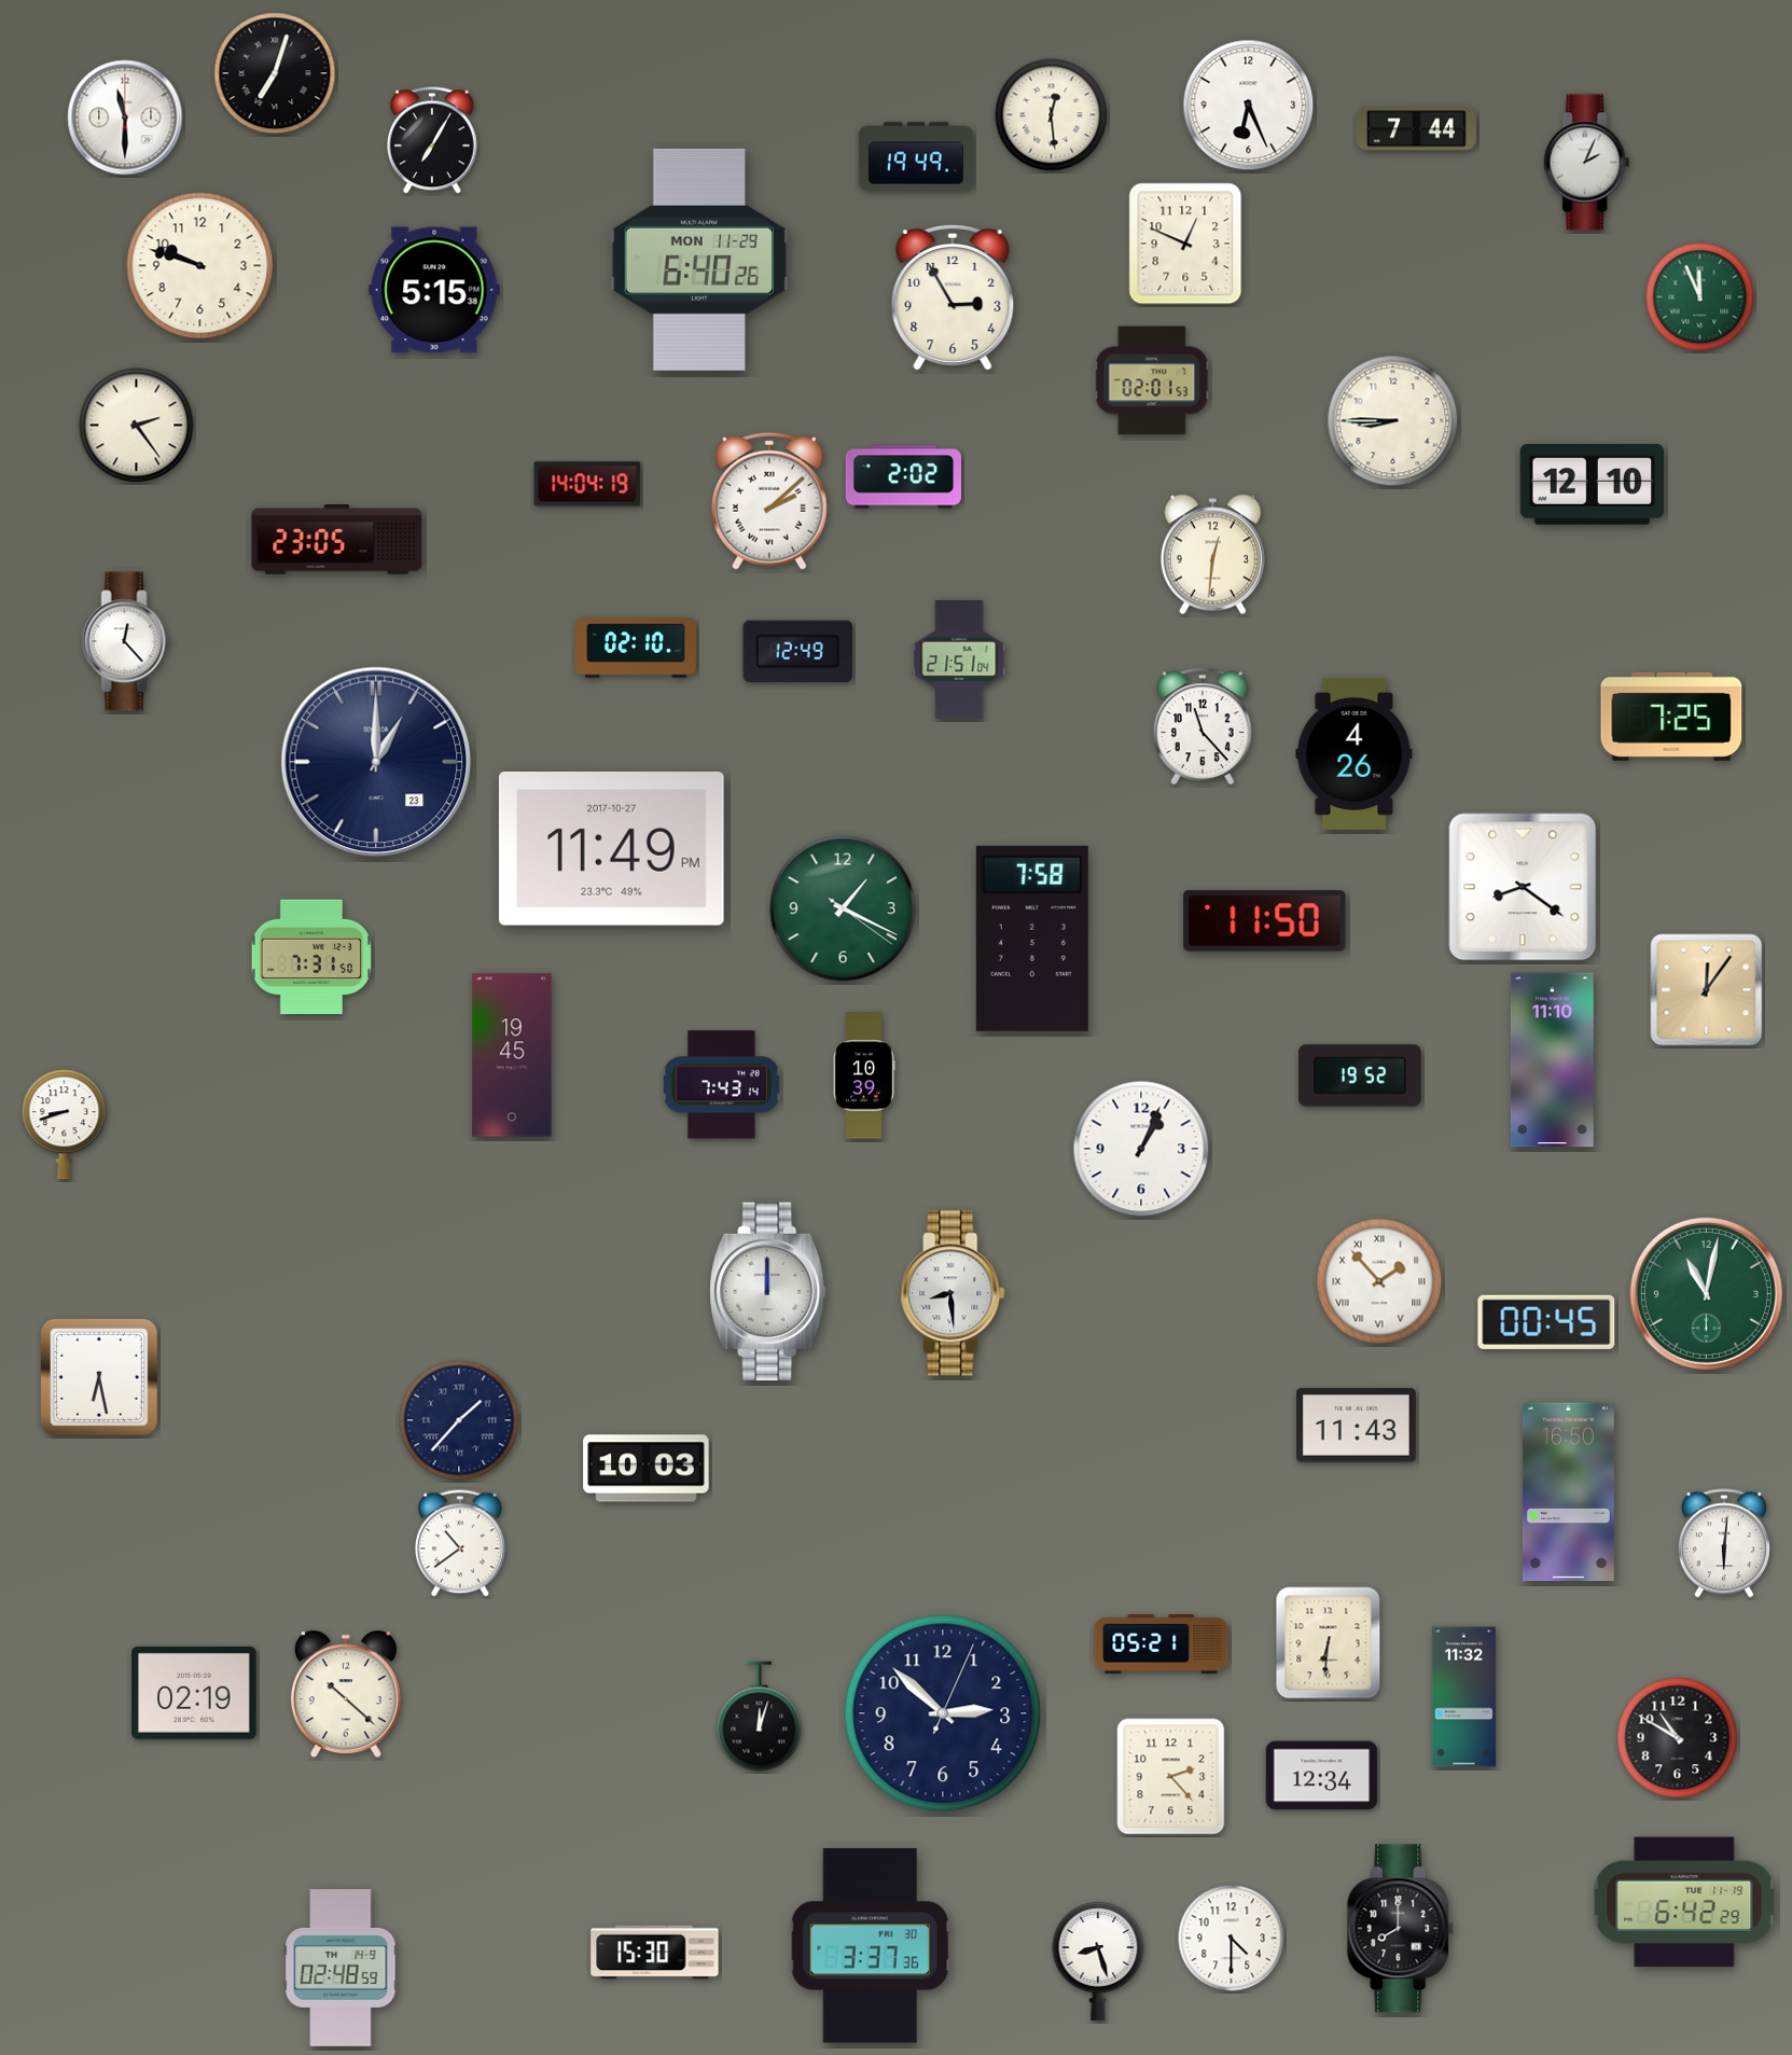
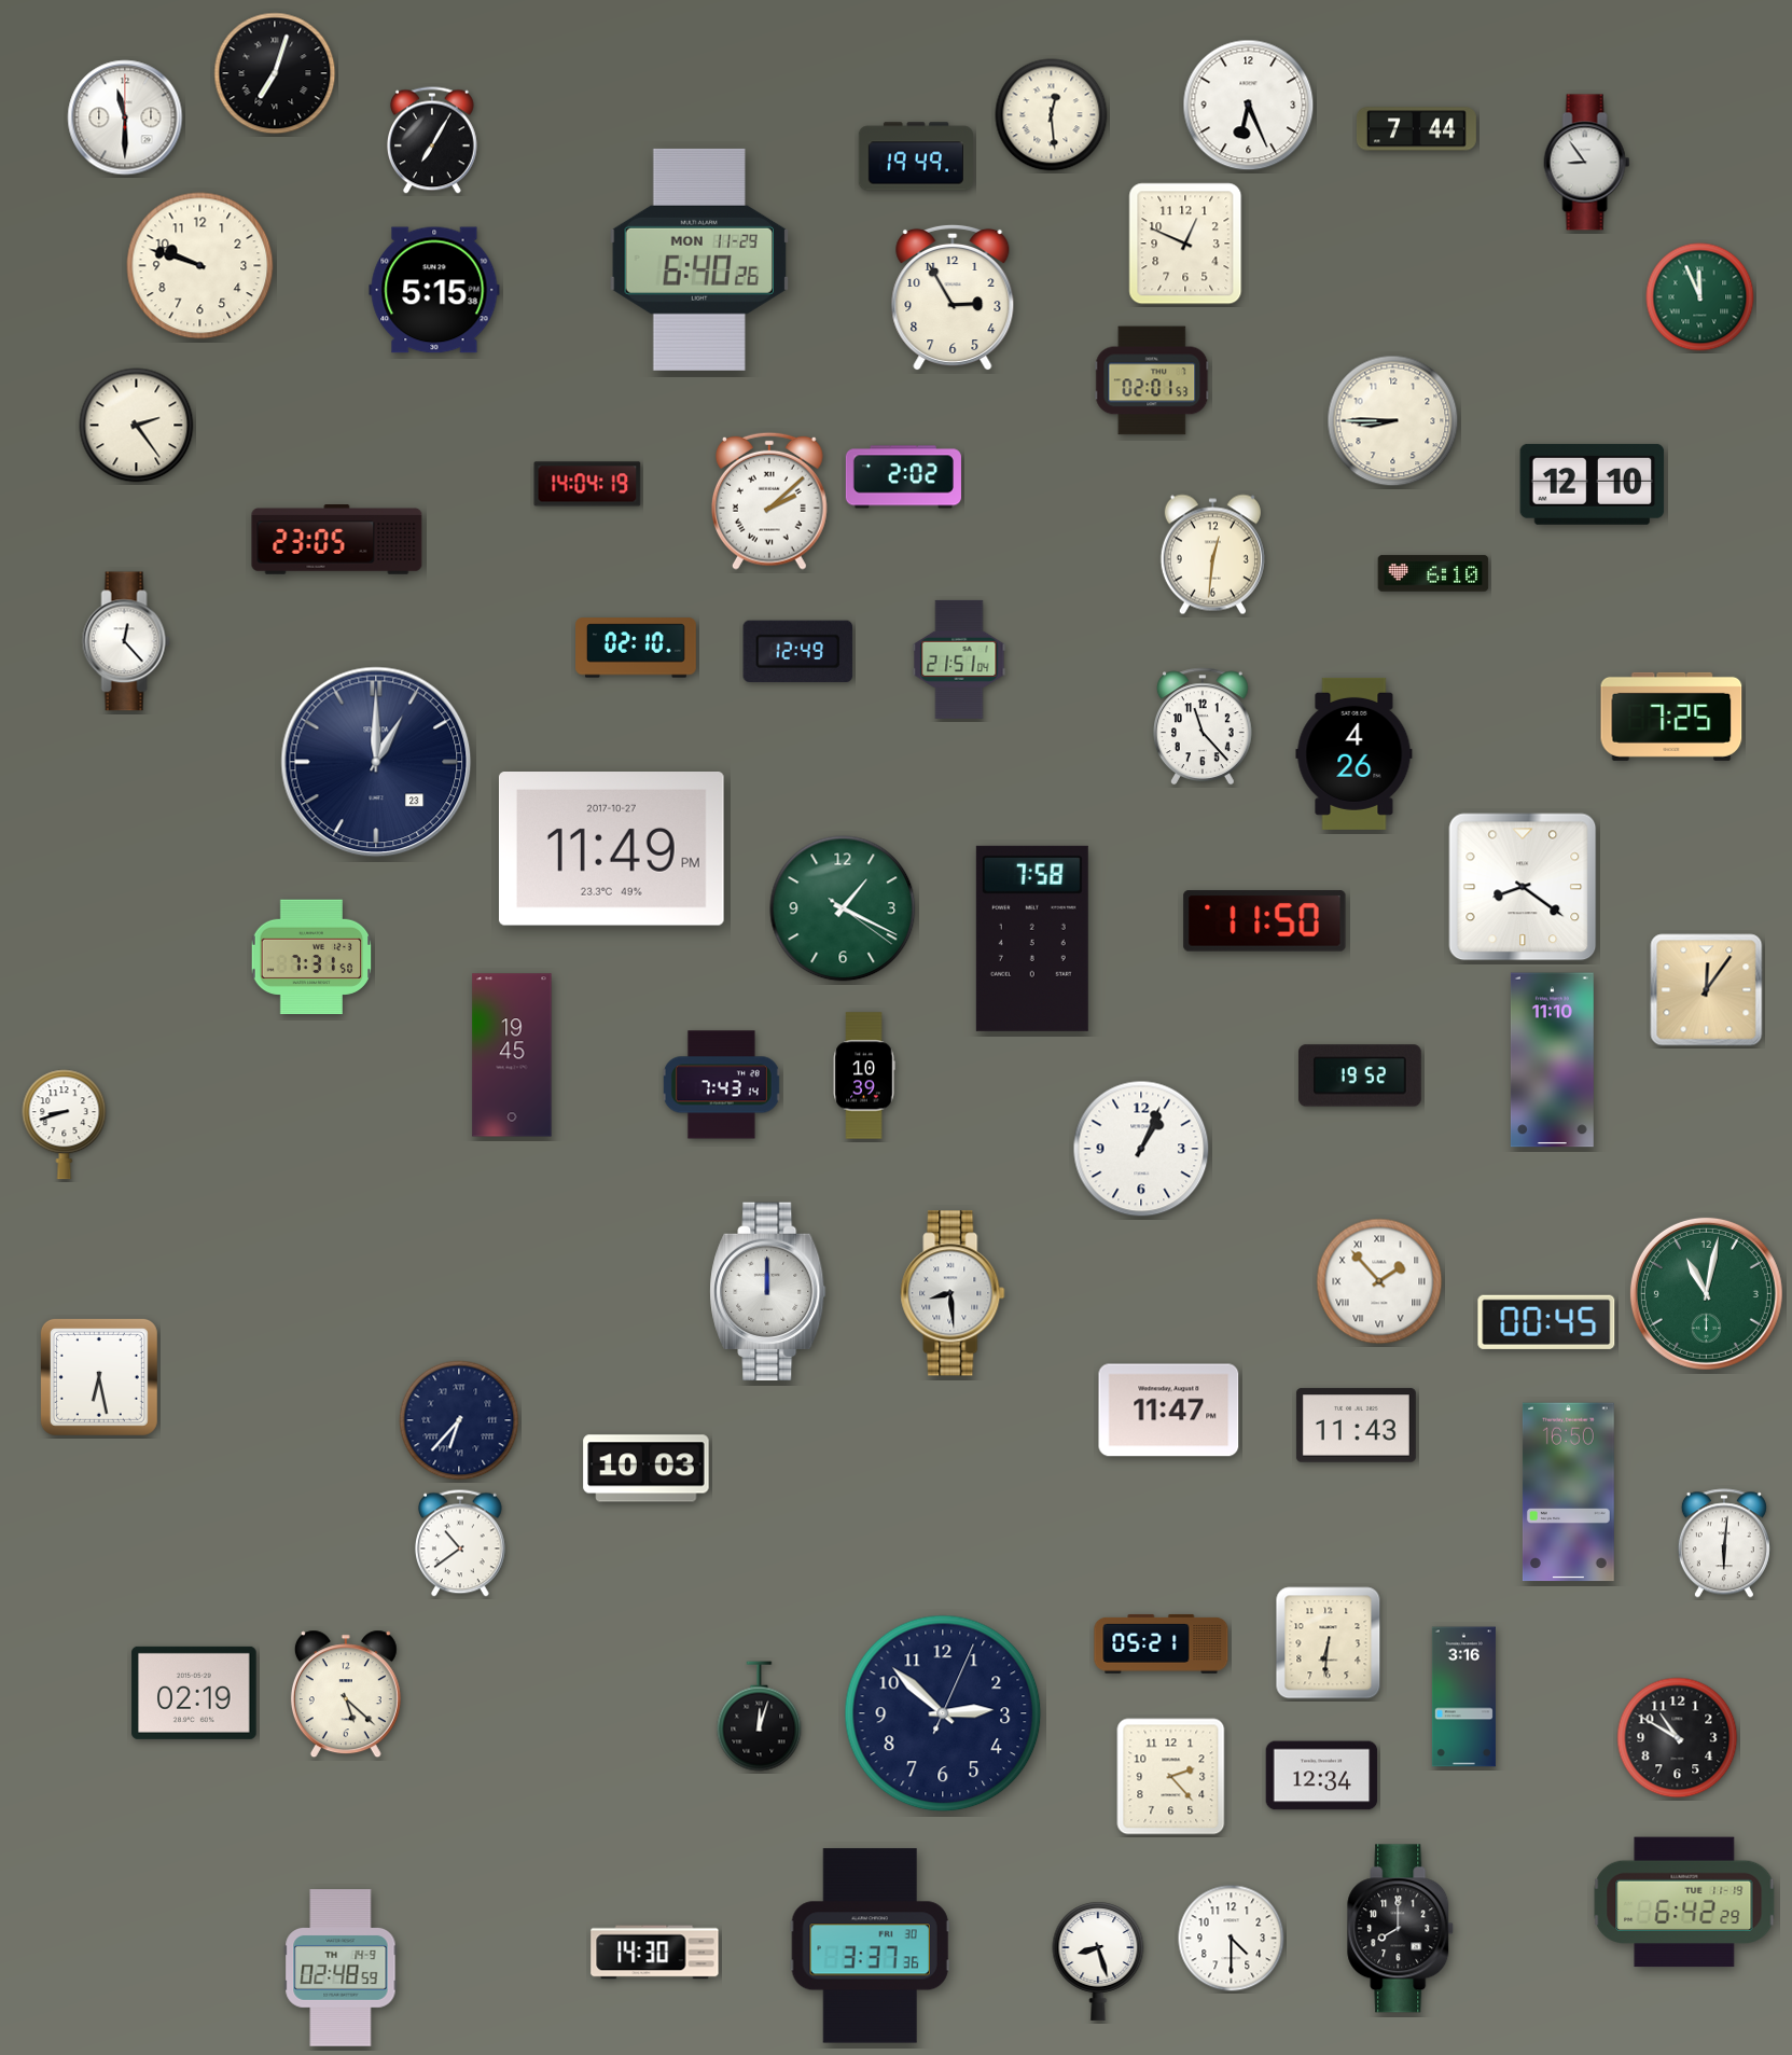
clock at (1587, 163): 2:04 -> 8:54
clock at (1433, 573): none -> 6:10
clock at (1169, 1411): none -> 11:47
clock at (459, 1420): 1:37 -> 6:37
clock at (346, 1694): 10:22 -> 5:22
clock at (1463, 1697): 11:32 -> 3:16
clock at (655, 1953): 15:30 -> 14:30
